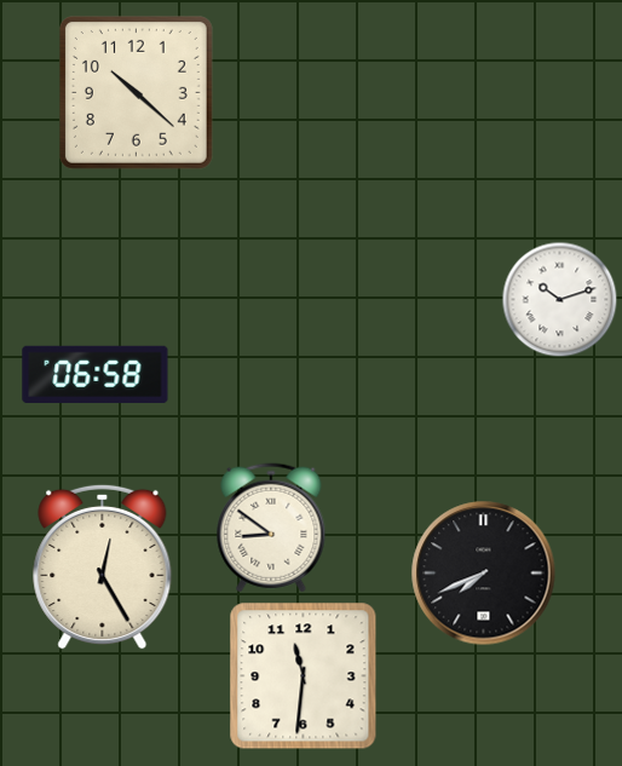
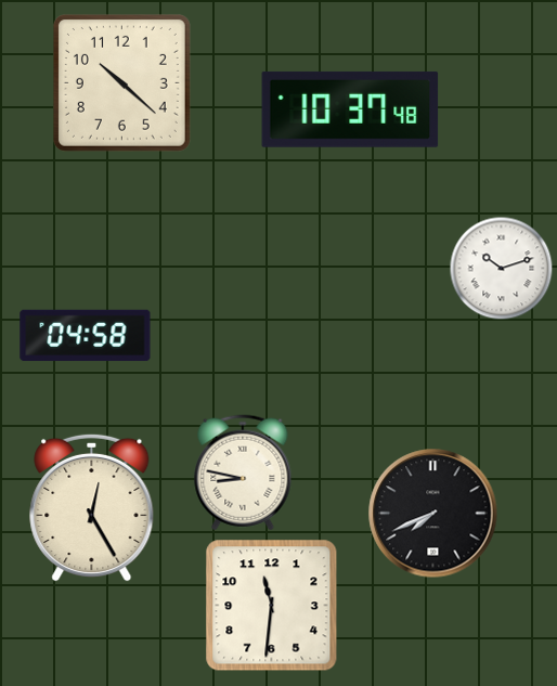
clock at (350, 109): none -> 10:37
clock at (96, 375): 06:58 -> 04:58
clock at (271, 528): 8:51 -> 8:47
